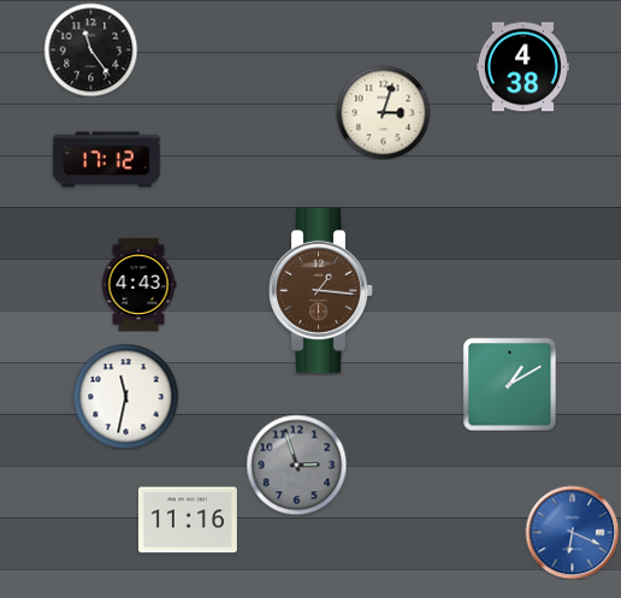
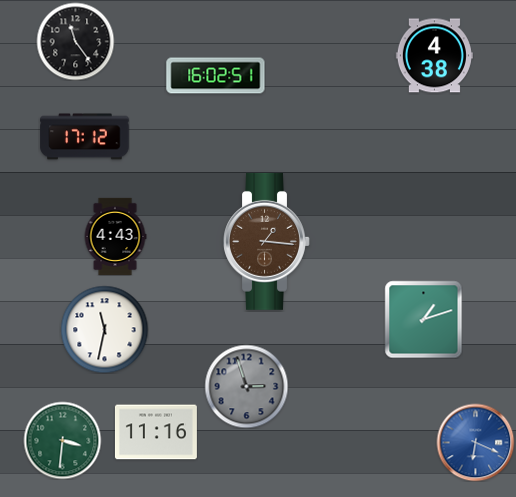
clock at (216, 76): none -> 16:02
clock at (383, 112): 3:03 -> none
clock at (107, 160) position: (107, 160) -> (85, 137)
clock at (509, 384): 1:10 -> 1:12
clock at (62, 440): none -> 3:31
